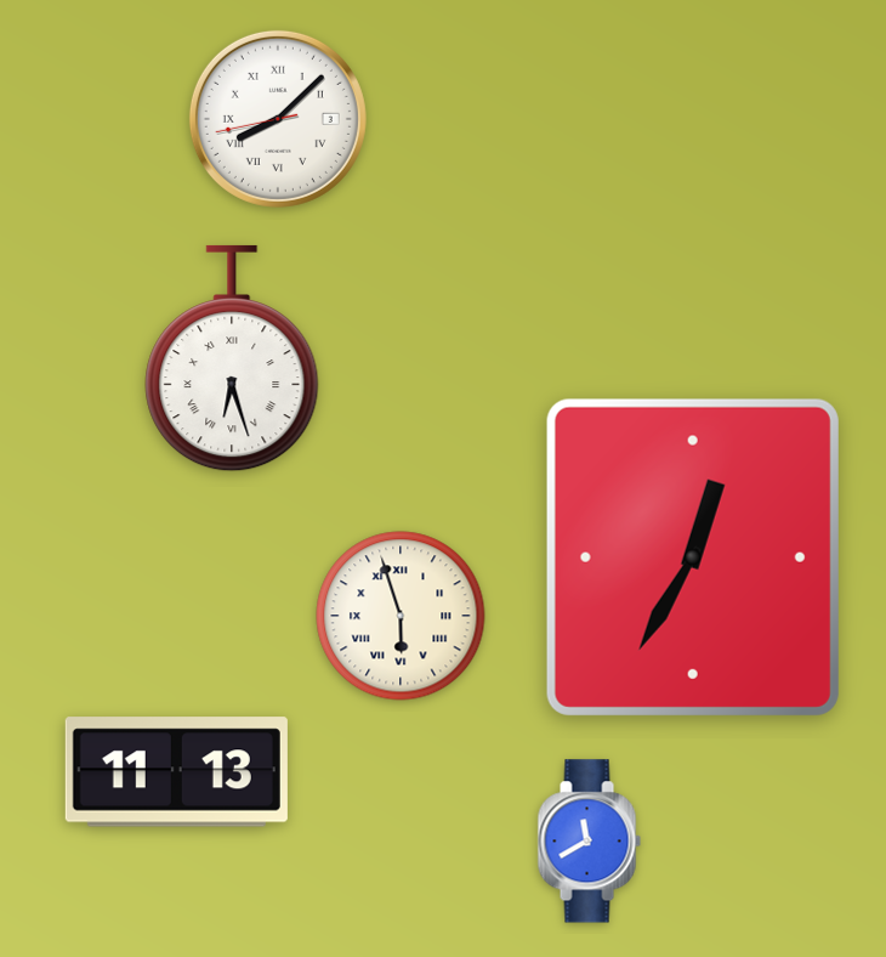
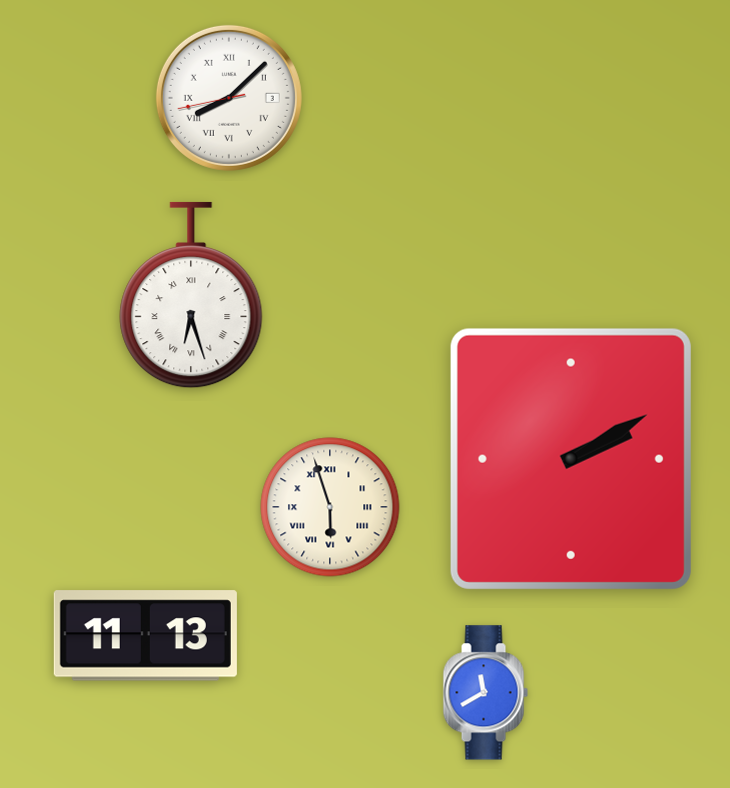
clock at (693, 557): 12:35 -> 2:10
